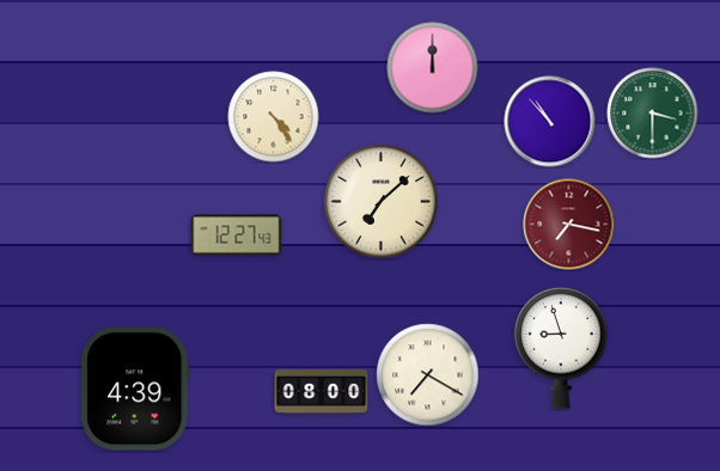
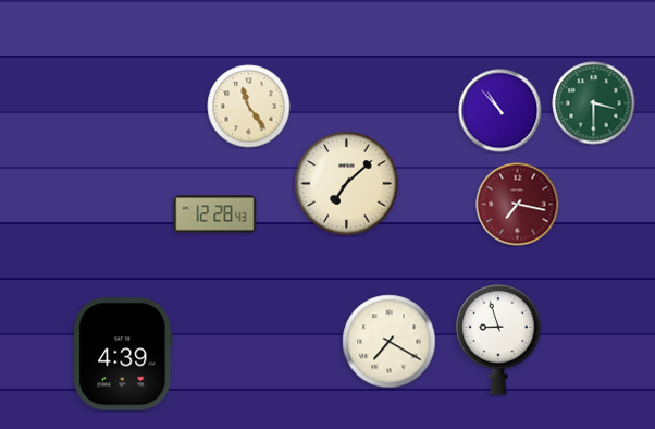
clock at (433, 68): 12:00 -> none
clock at (274, 117): 4:24 -> 11:24
clock at (237, 235): 12:27 -> 12:28
clock at (561, 348) position: (561, 348) -> (498, 340)
clock at (322, 391): 08:00 -> none
